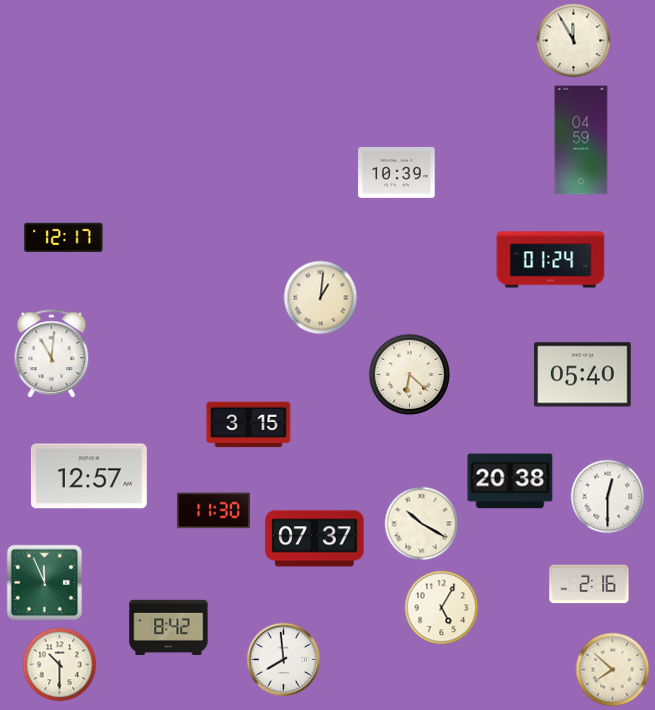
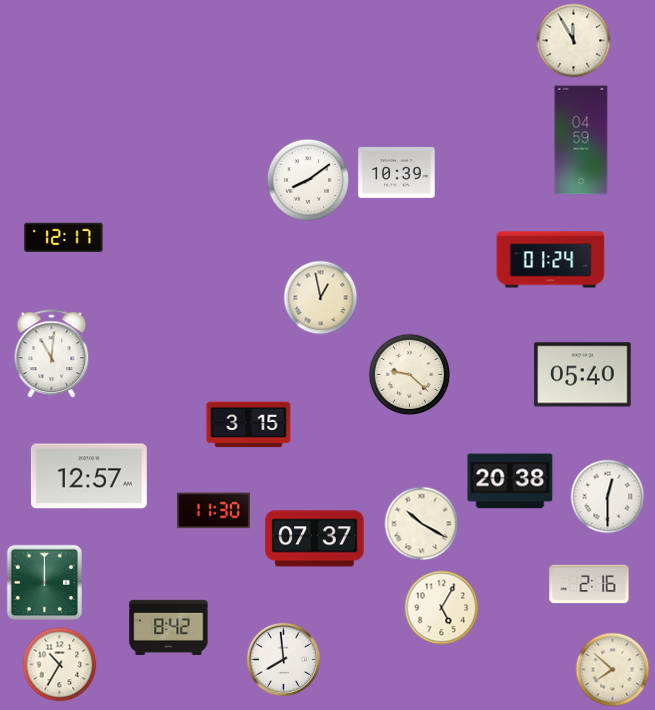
clock at (308, 180): none -> 8:09
clock at (321, 298): 1:01 -> 12:58
clock at (410, 375): 6:22 -> 9:22
clock at (45, 583): 11:56 -> 12:00
clock at (60, 665): 10:30 -> 10:35
